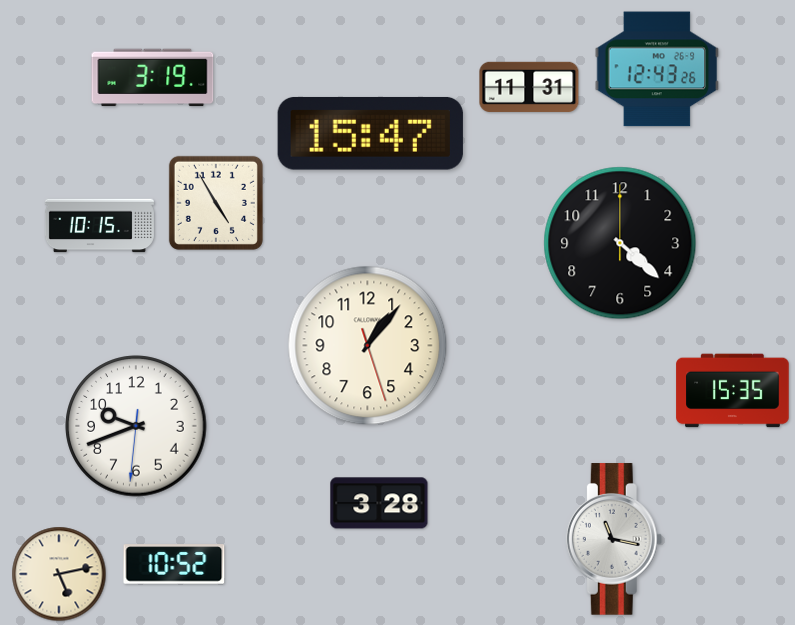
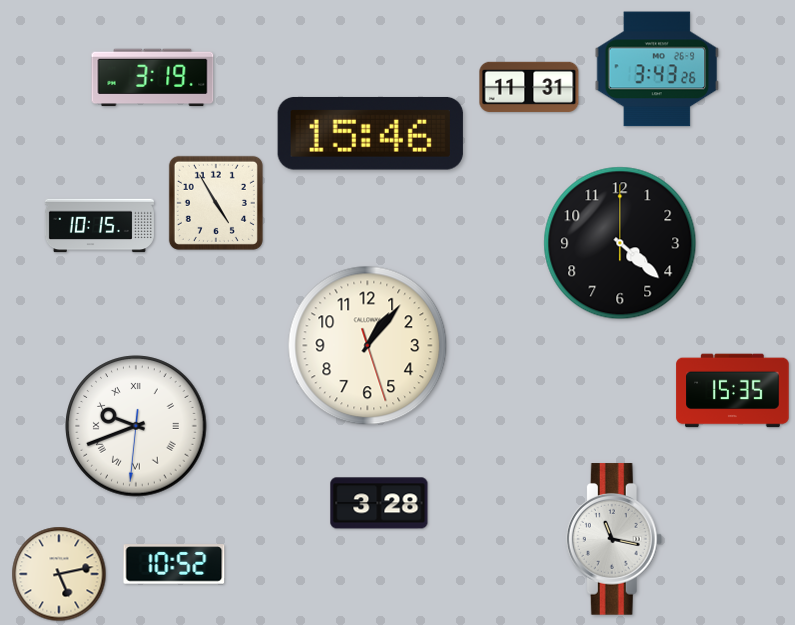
clock at (657, 69): 12:43 -> 3:43
clock at (370, 133): 15:47 -> 15:46
clock at (136, 426) numerals: Arabic -> Roman
